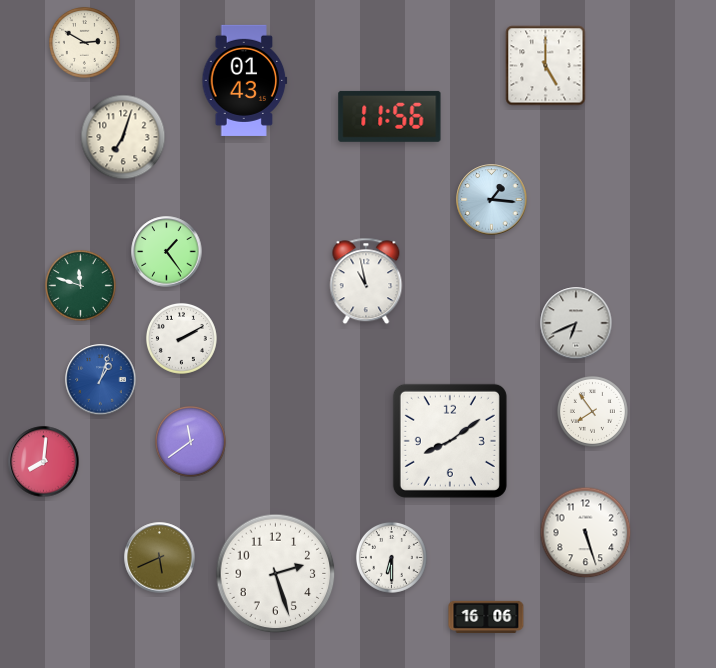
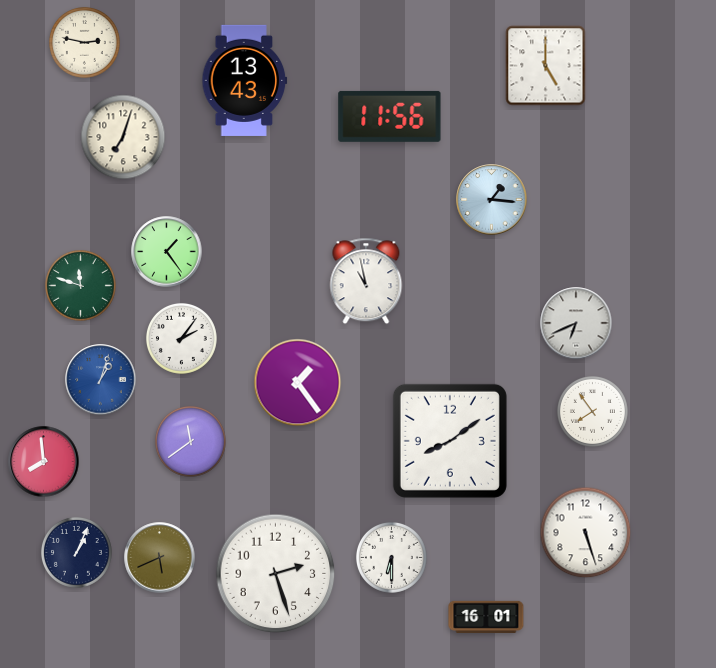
clock at (84, 42): 2:50 -> 2:47
clock at (245, 80): 01:43 -> 13:43
clock at (181, 338): 2:10 -> 2:06
clock at (298, 383): none -> 1:24
clock at (44, 462): 8:01 -> 7:59
clock at (76, 552): none -> 1:04
clock at (486, 617): 16:06 -> 16:01
